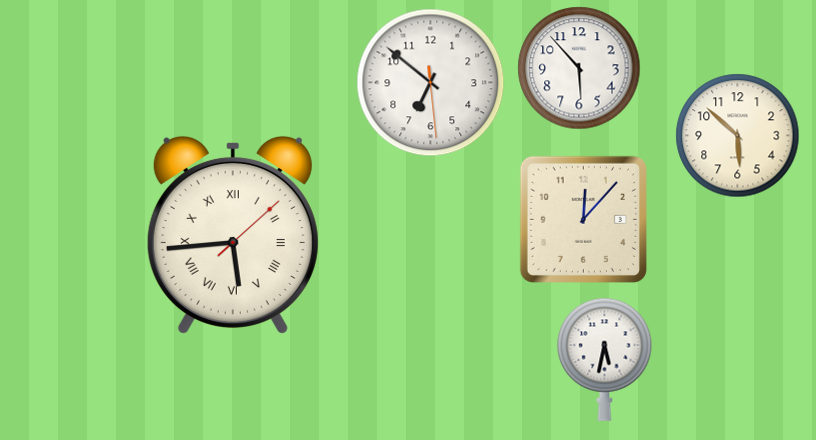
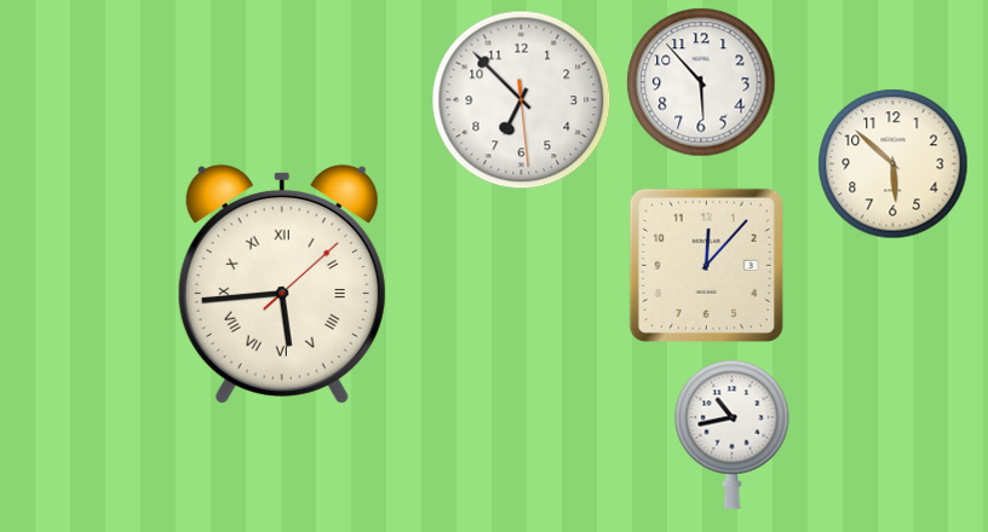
clock at (431, 83): 6:51 -> 6:52
clock at (605, 359): 5:32 -> 10:43
